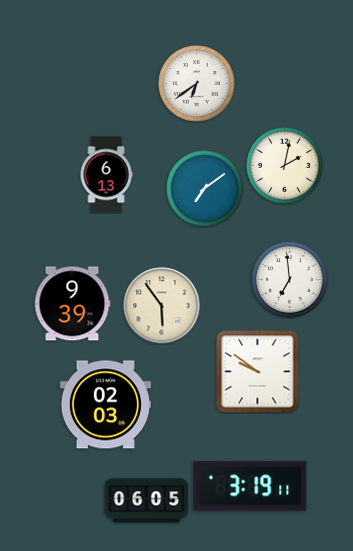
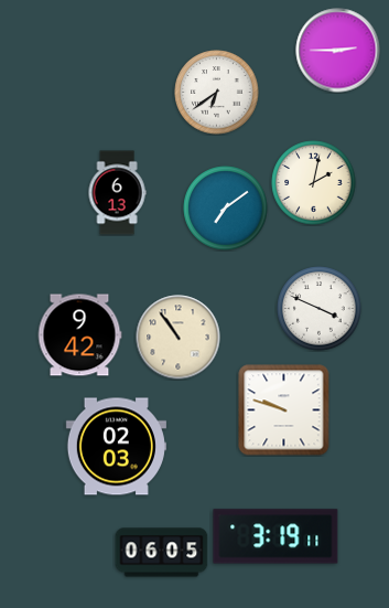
clock at (338, 51): none -> 2:45
clock at (290, 280): 6:59 -> 3:49
clock at (72, 304): 9:39 -> 9:42
clock at (162, 306): 5:54 -> 10:54
clock at (258, 372): 9:51 -> 9:48
